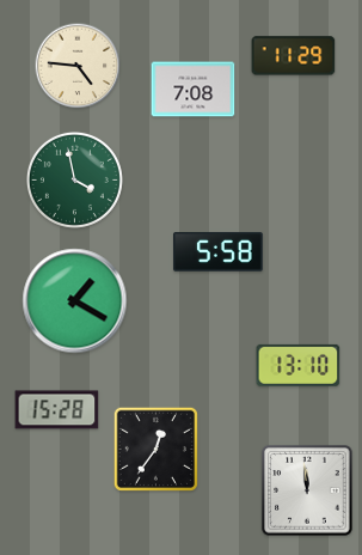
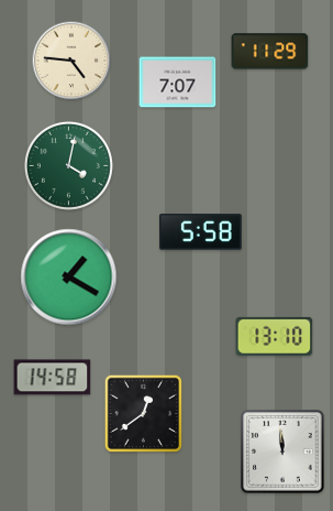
clock at (194, 90): 7:08 -> 7:07
clock at (74, 179): 3:58 -> 4:02
clock at (57, 410): 15:28 -> 14:58
clock at (155, 449): 12:36 -> 12:39
